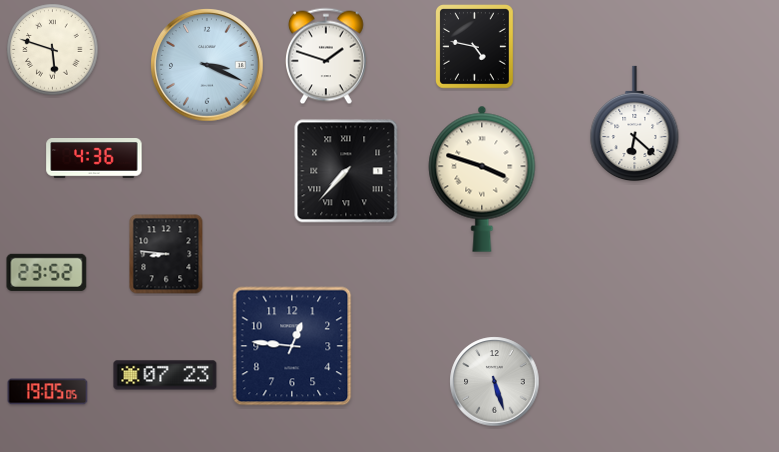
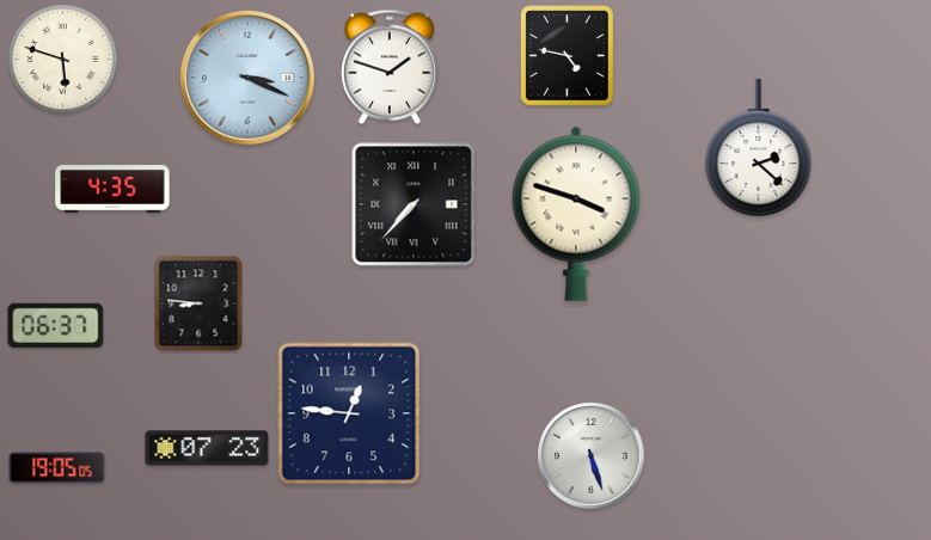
clock at (635, 124): 6:22 -> 2:22
clock at (94, 159): 4:36 -> 4:35
clock at (47, 272): 23:52 -> 06:37
clock at (165, 375) position: (165, 375) -> (207, 448)
